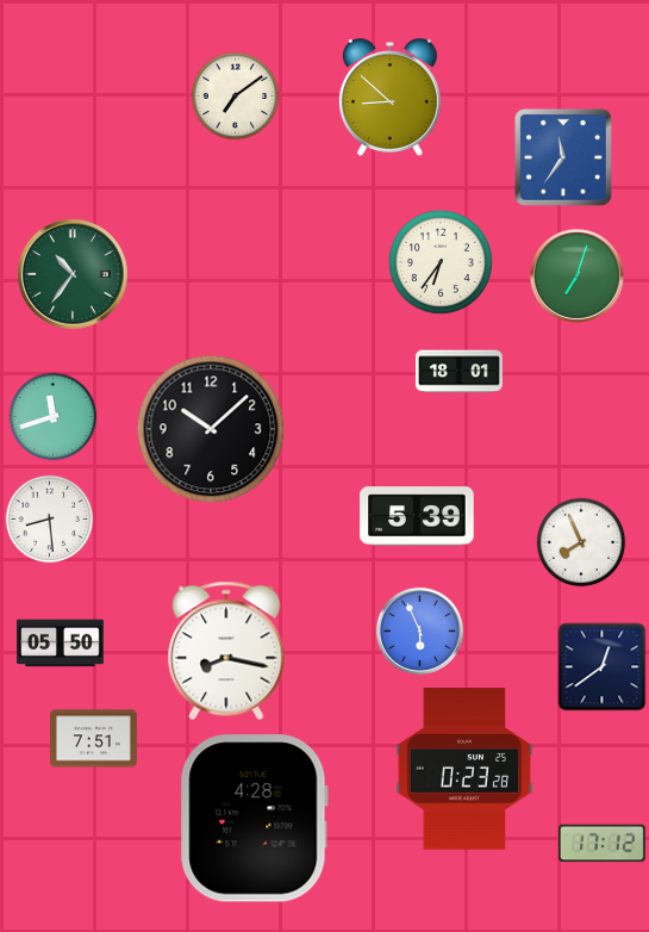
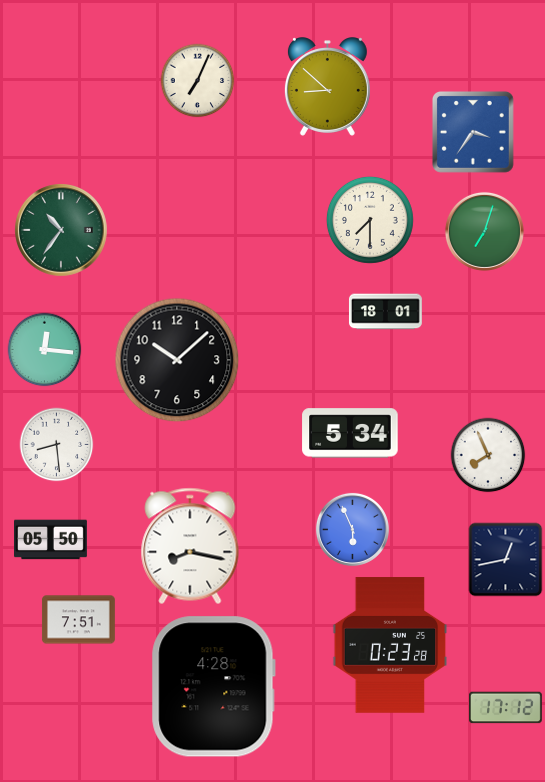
clock at (236, 97): 7:09 -> 7:04
clock at (389, 98) position: (389, 98) -> (327, 87)
clock at (563, 157): 11:36 -> 3:36
clock at (441, 262): 6:36 -> 7:30
clock at (54, 417): 11:42 -> 12:16
clock at (417, 516): 5:39 -> 5:34
clock at (50, 520) position: (50, 520) -> (57, 445)
clock at (603, 667): 12:39 -> 12:43
